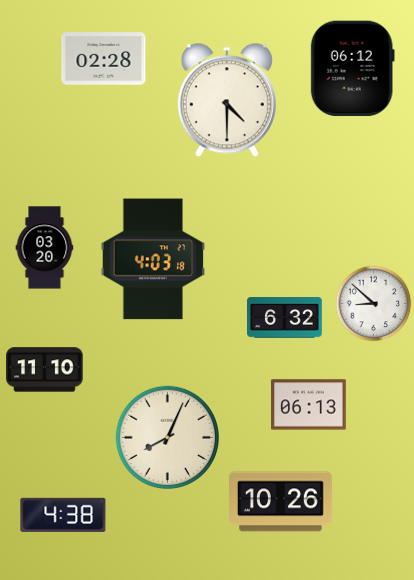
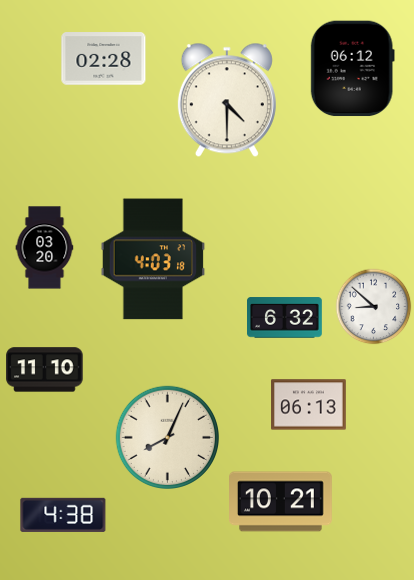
clock at (374, 304) position: (374, 304) -> (374, 307)
clock at (281, 502): 10:26 -> 10:21
